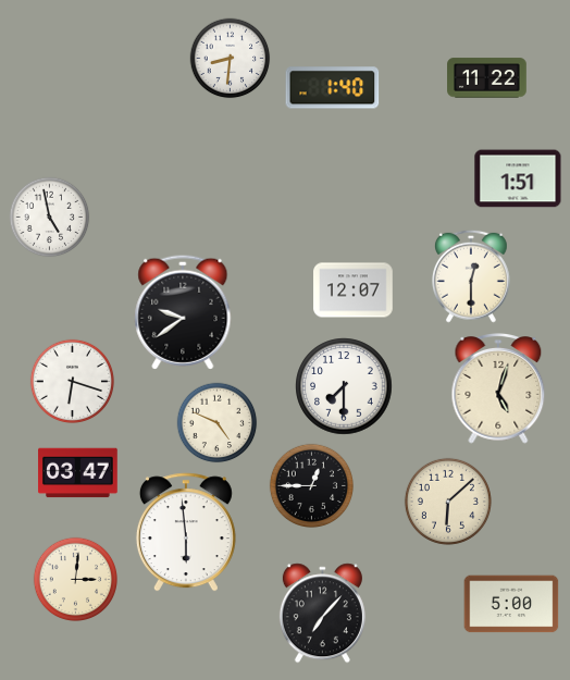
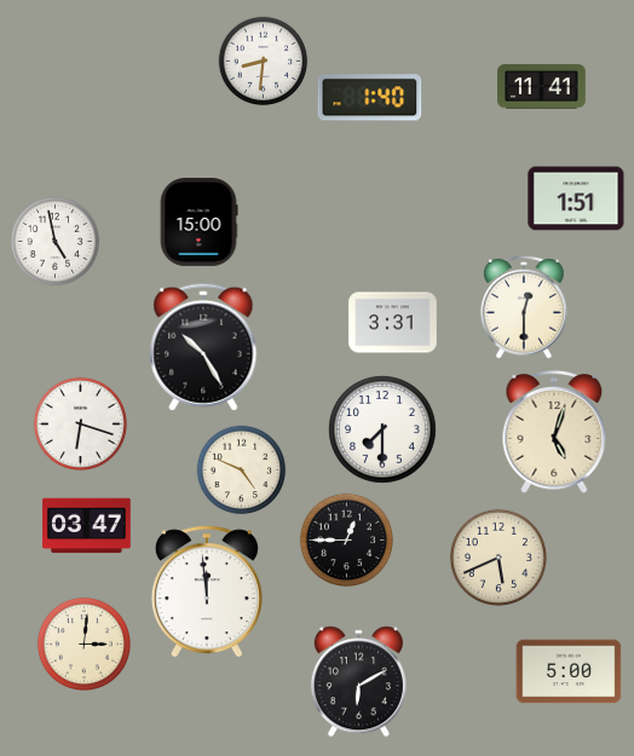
clock at (231, 59) position: (231, 59) -> (264, 62)
clock at (487, 78): 11:22 -> 11:41
clock at (198, 223): none -> 15:00
clock at (354, 290): 12:07 -> 3:31
clock at (183, 312): 9:39 -> 10:25
clock at (448, 502): 6:08 -> 5:41
clock at (186, 532): 5:59 -> 11:59
clock at (322, 614): 7:07 -> 6:10
